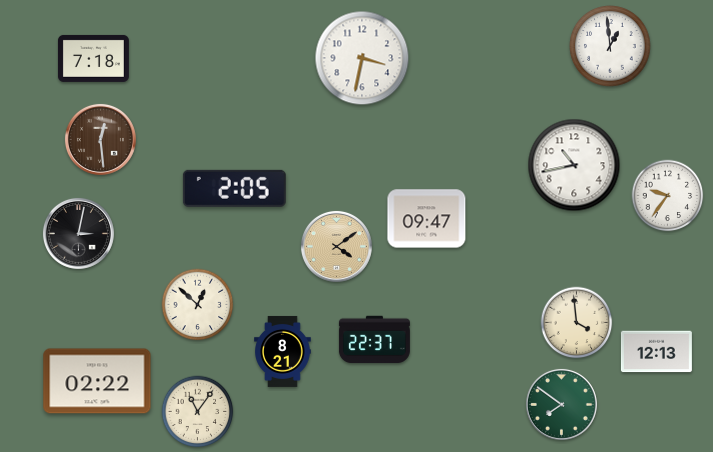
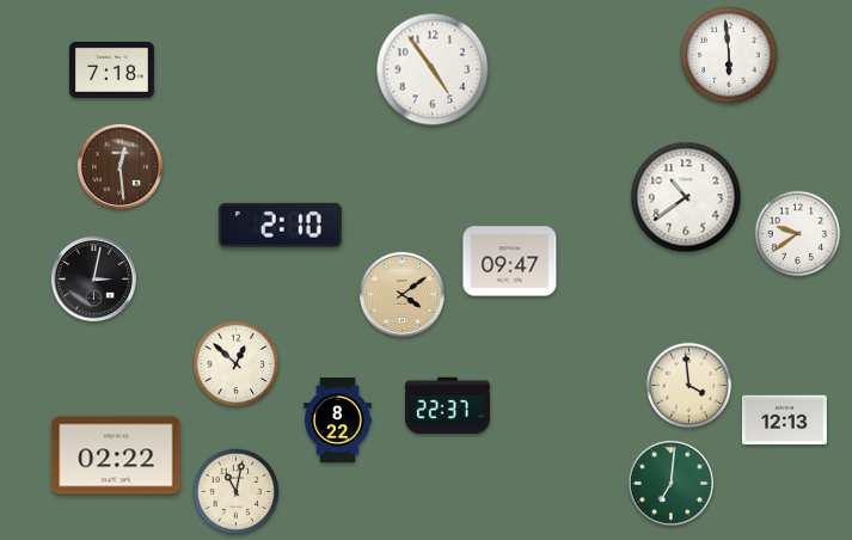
clock at (610, 46): 12:59 -> 5:59
clock at (362, 58): 3:32 -> 4:54
clock at (574, 165): 10:43 -> 10:39
clock at (234, 188): 2:05 -> 2:10
clock at (668, 196): 9:36 -> 9:39
clock at (283, 351): 8:21 -> 8:22
clock at (561, 404): 7:51 -> 7:01
clock at (198, 412): 11:06 -> 11:02
